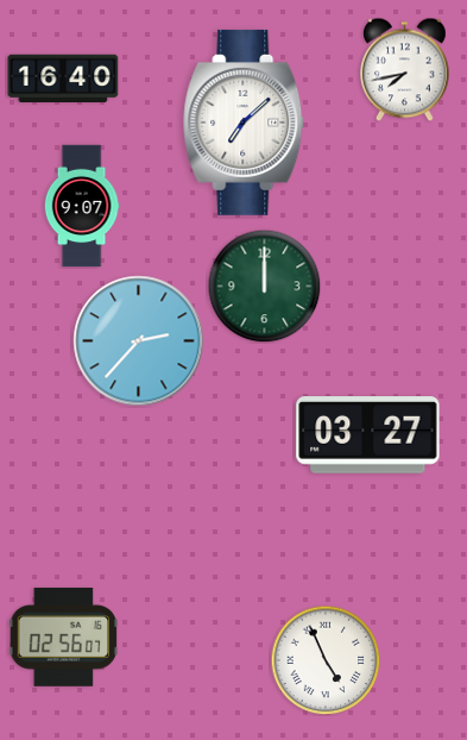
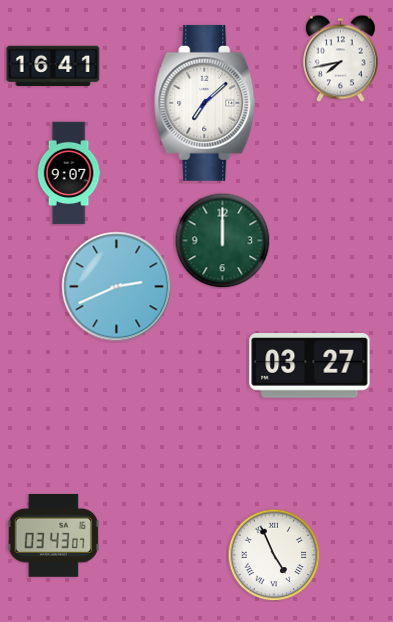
clock at (63, 77): 16:40 -> 16:41
clock at (139, 341): 2:37 -> 2:41
clock at (63, 636): 02:56 -> 03:43
